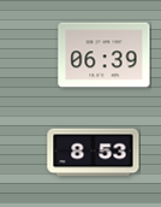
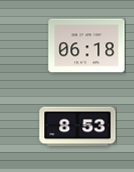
clock at (105, 55): 06:39 -> 06:18
